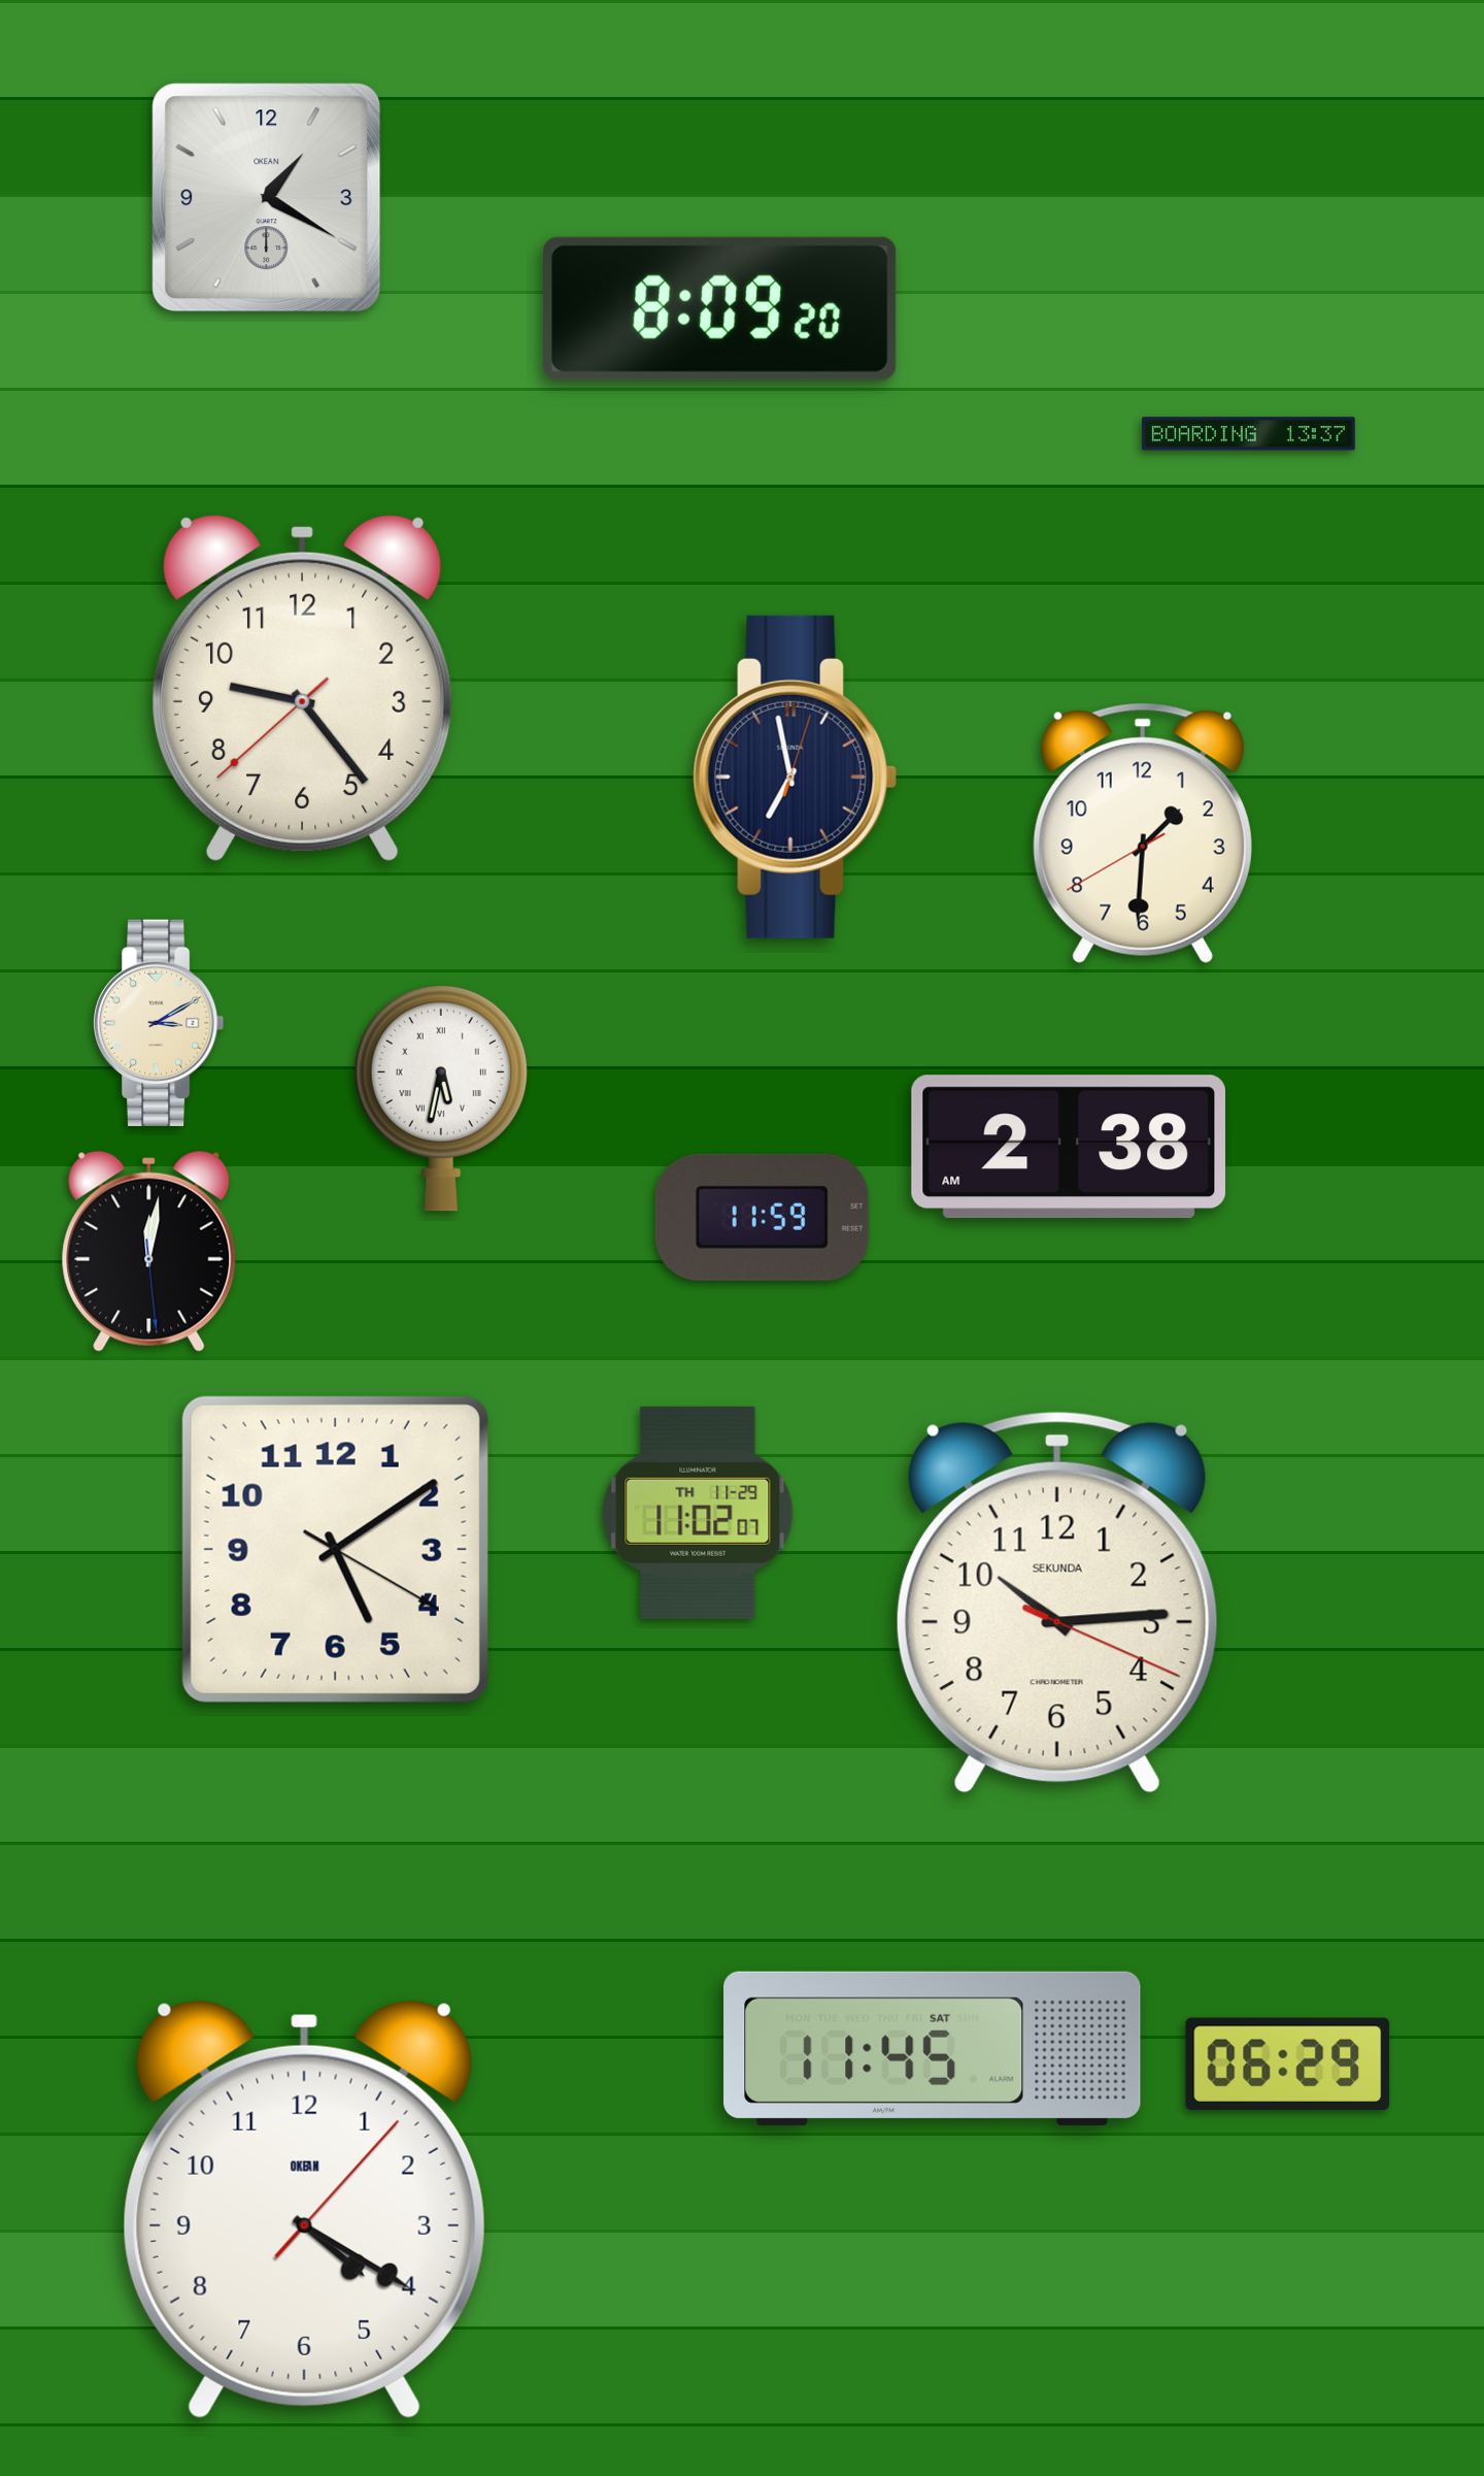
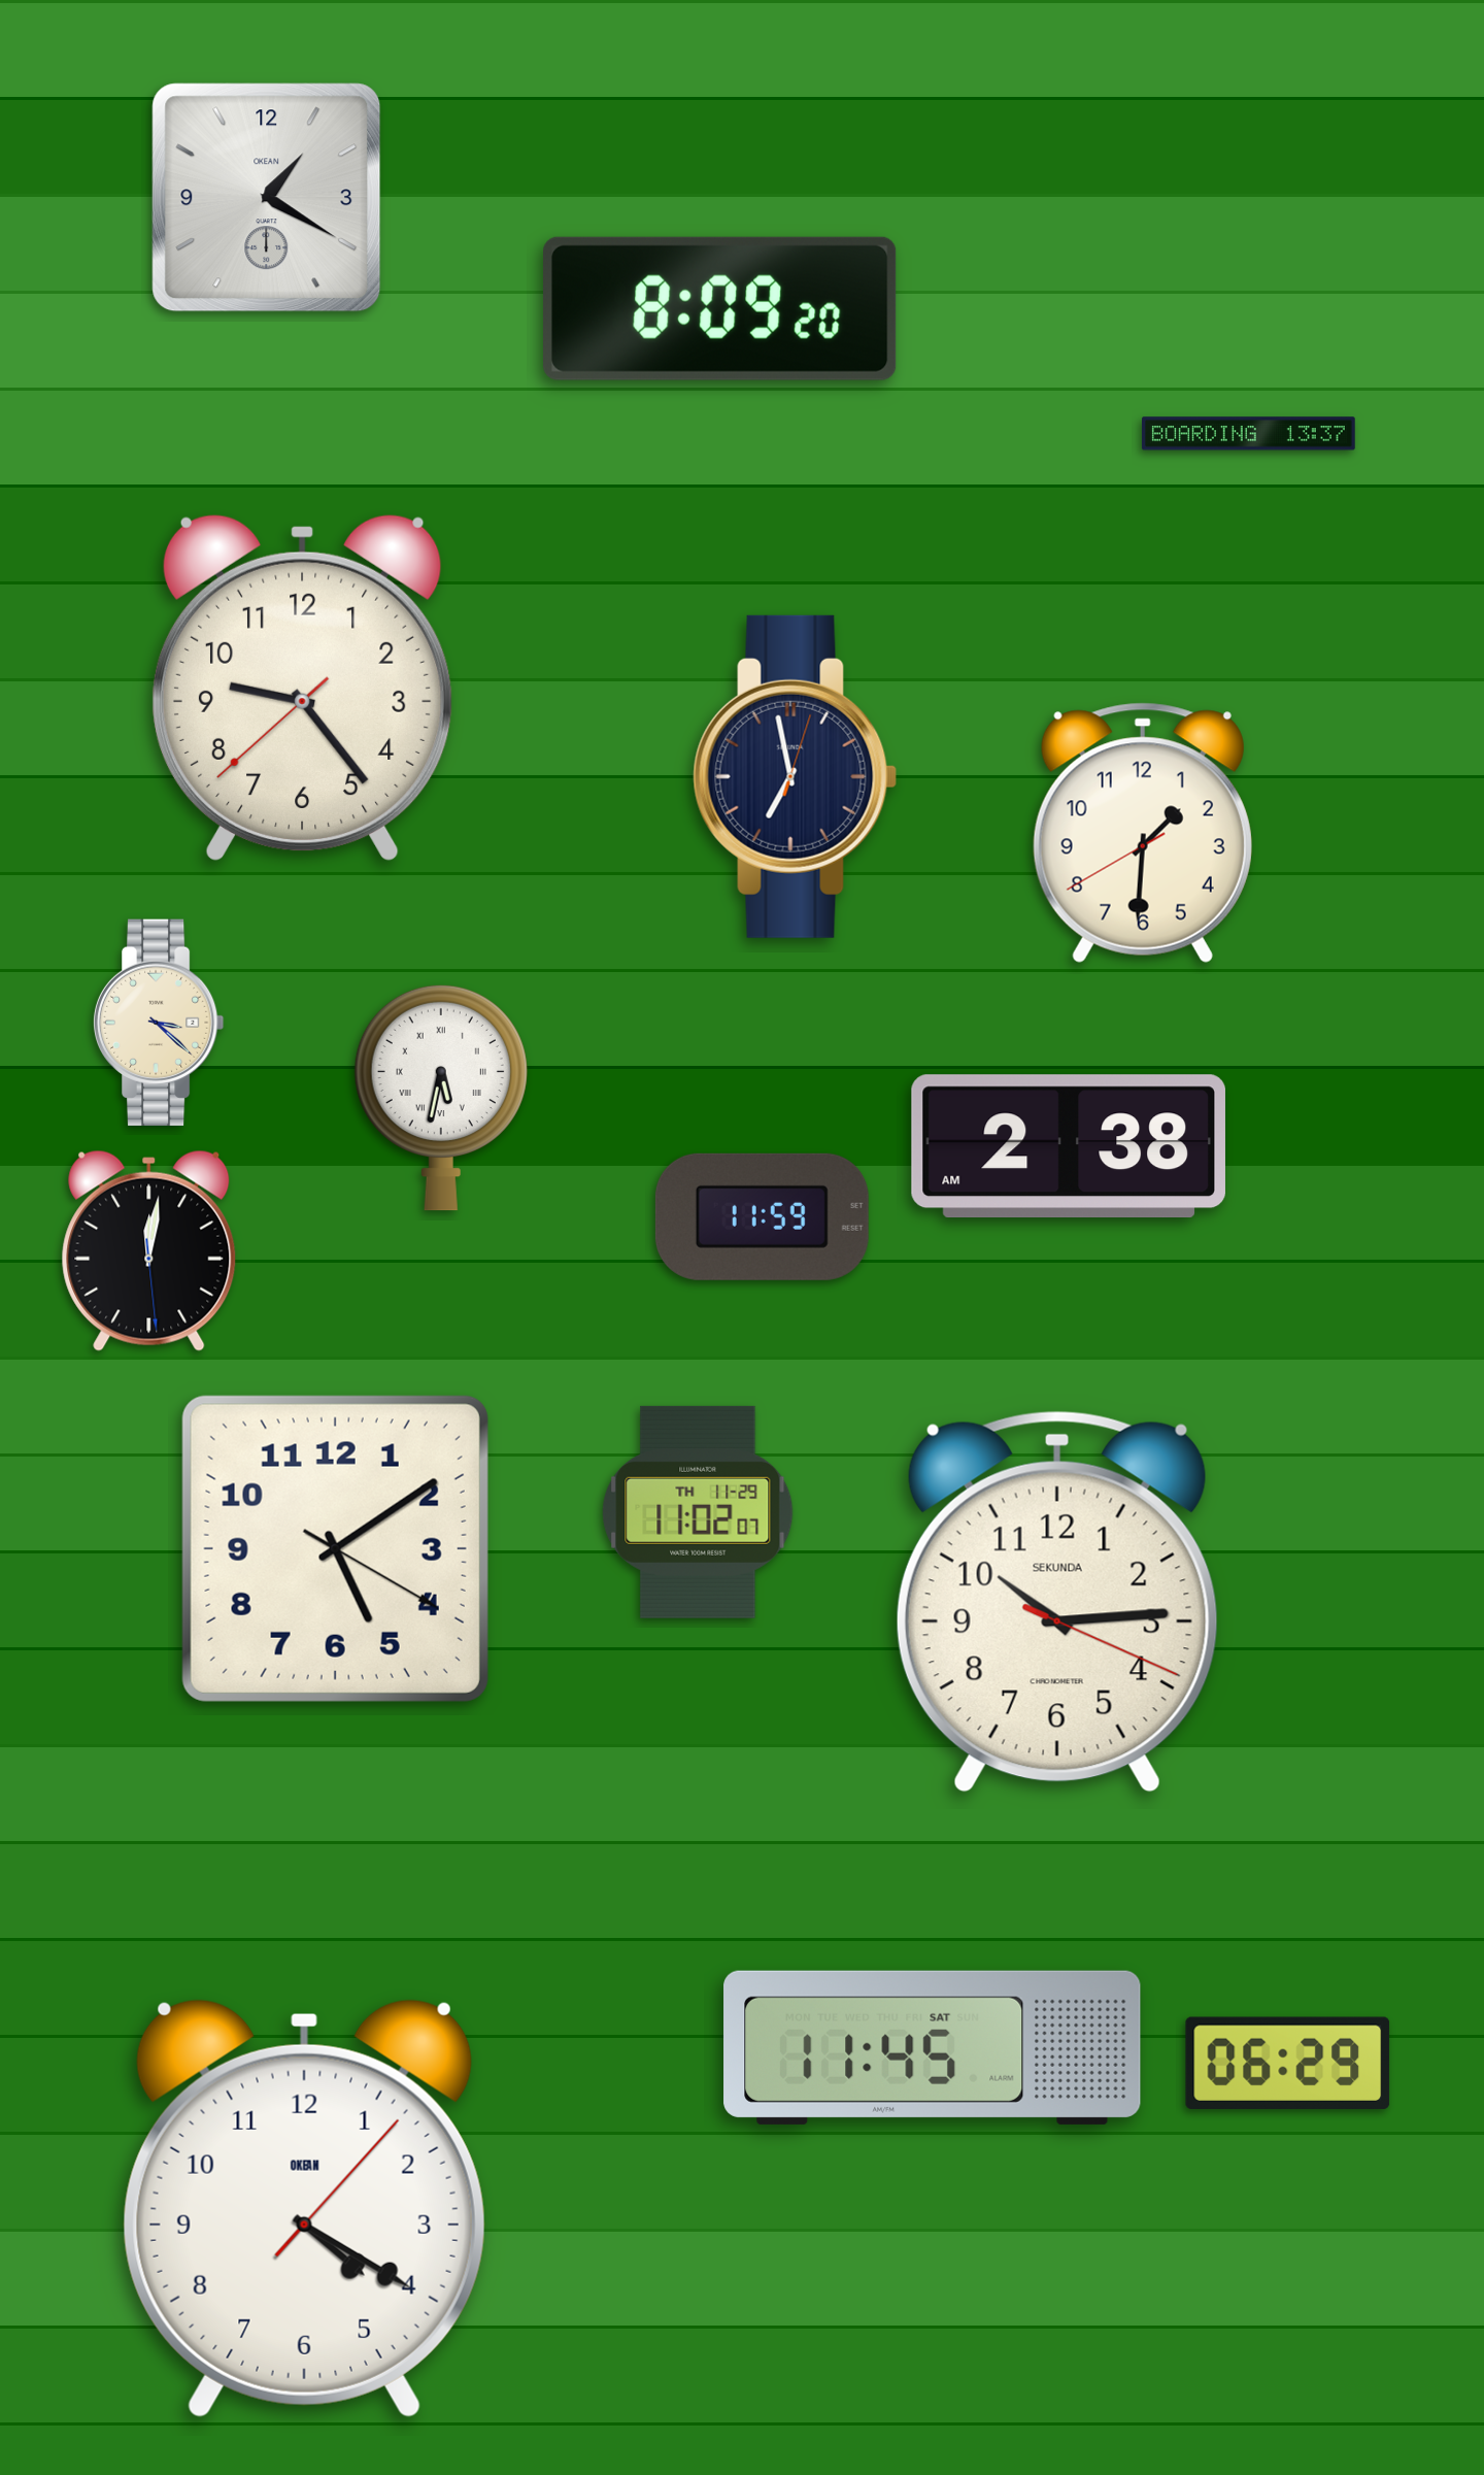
clock at (159, 1022): 3:10 -> 3:22
